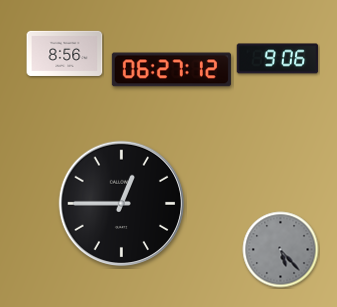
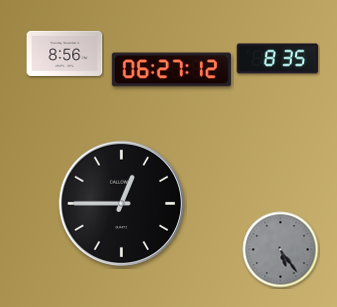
clock at (278, 59): 9:06 -> 8:35
clock at (281, 250): 5:23 -> 5:24
